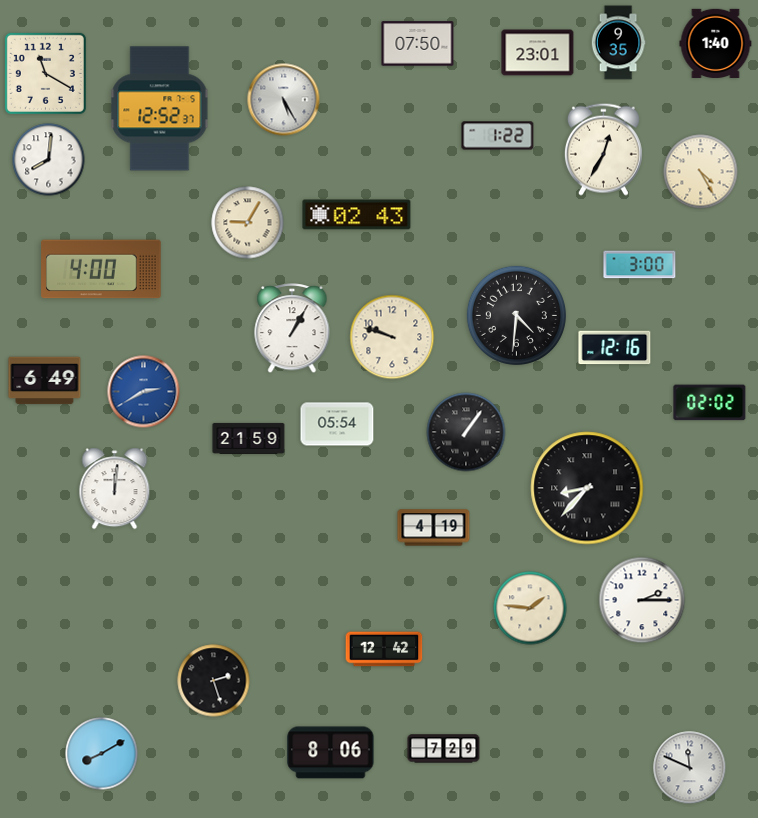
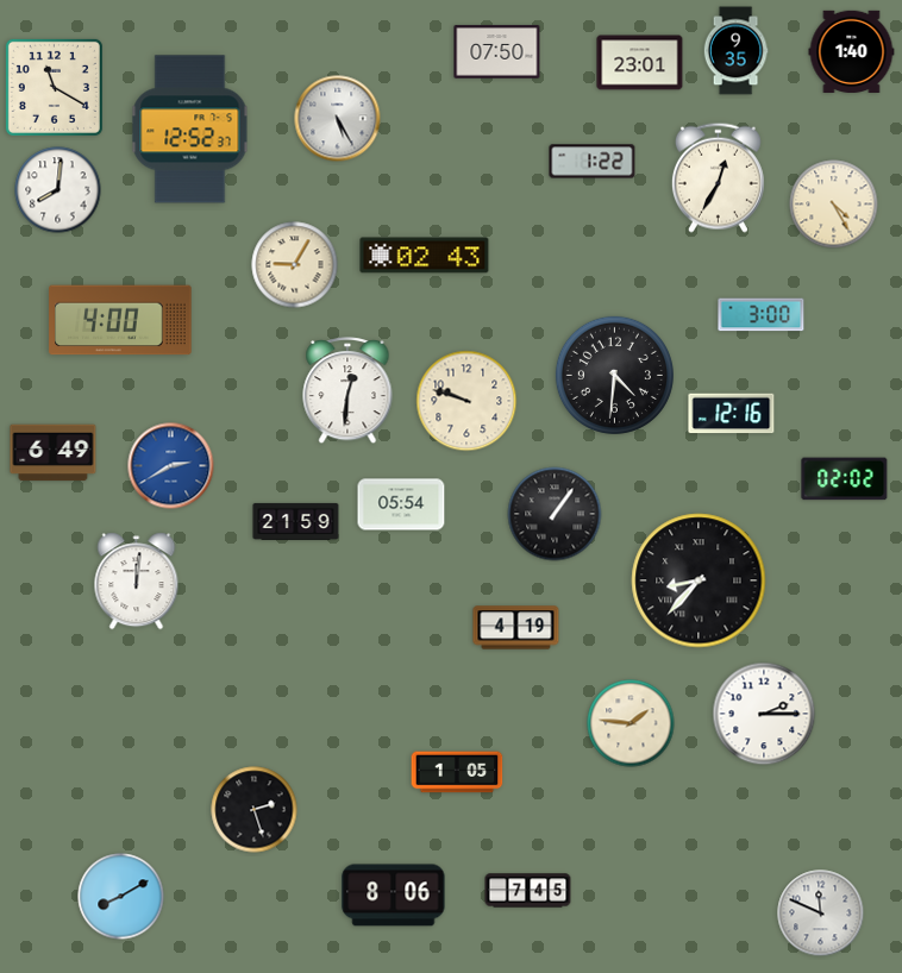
clock at (292, 329): 1:05 -> 12:31
clock at (384, 649): 12:42 -> 1:05
clock at (444, 749): 7:29 -> 7:45
